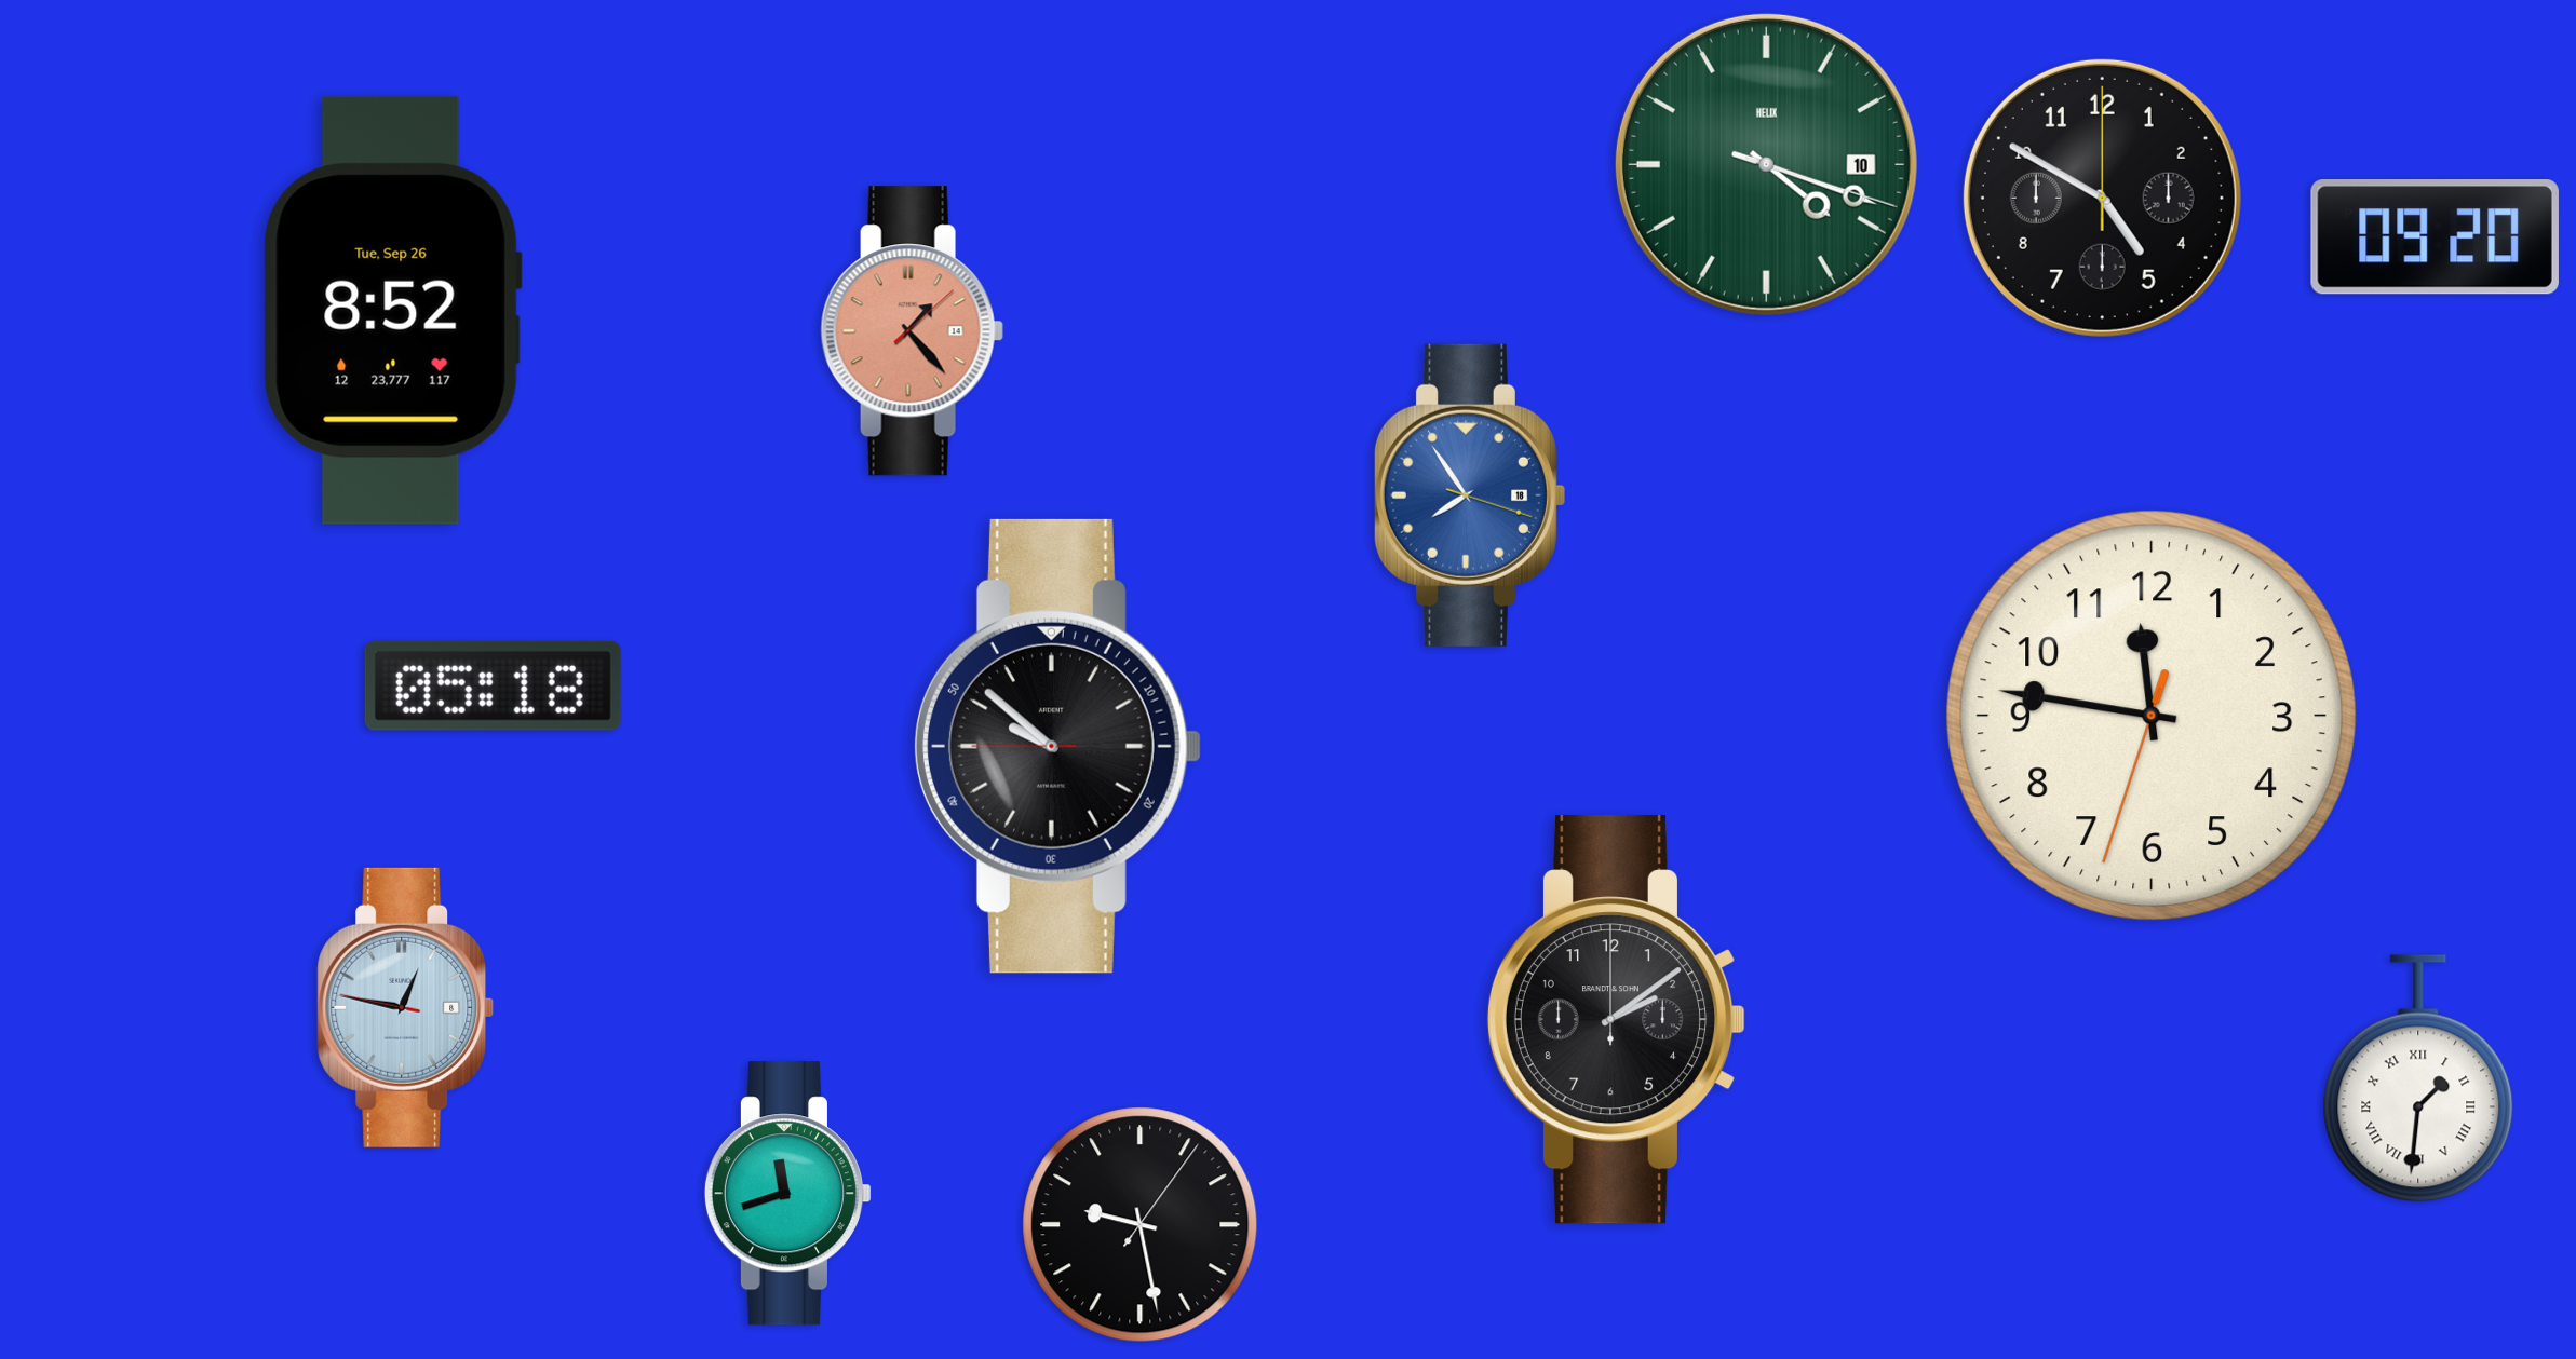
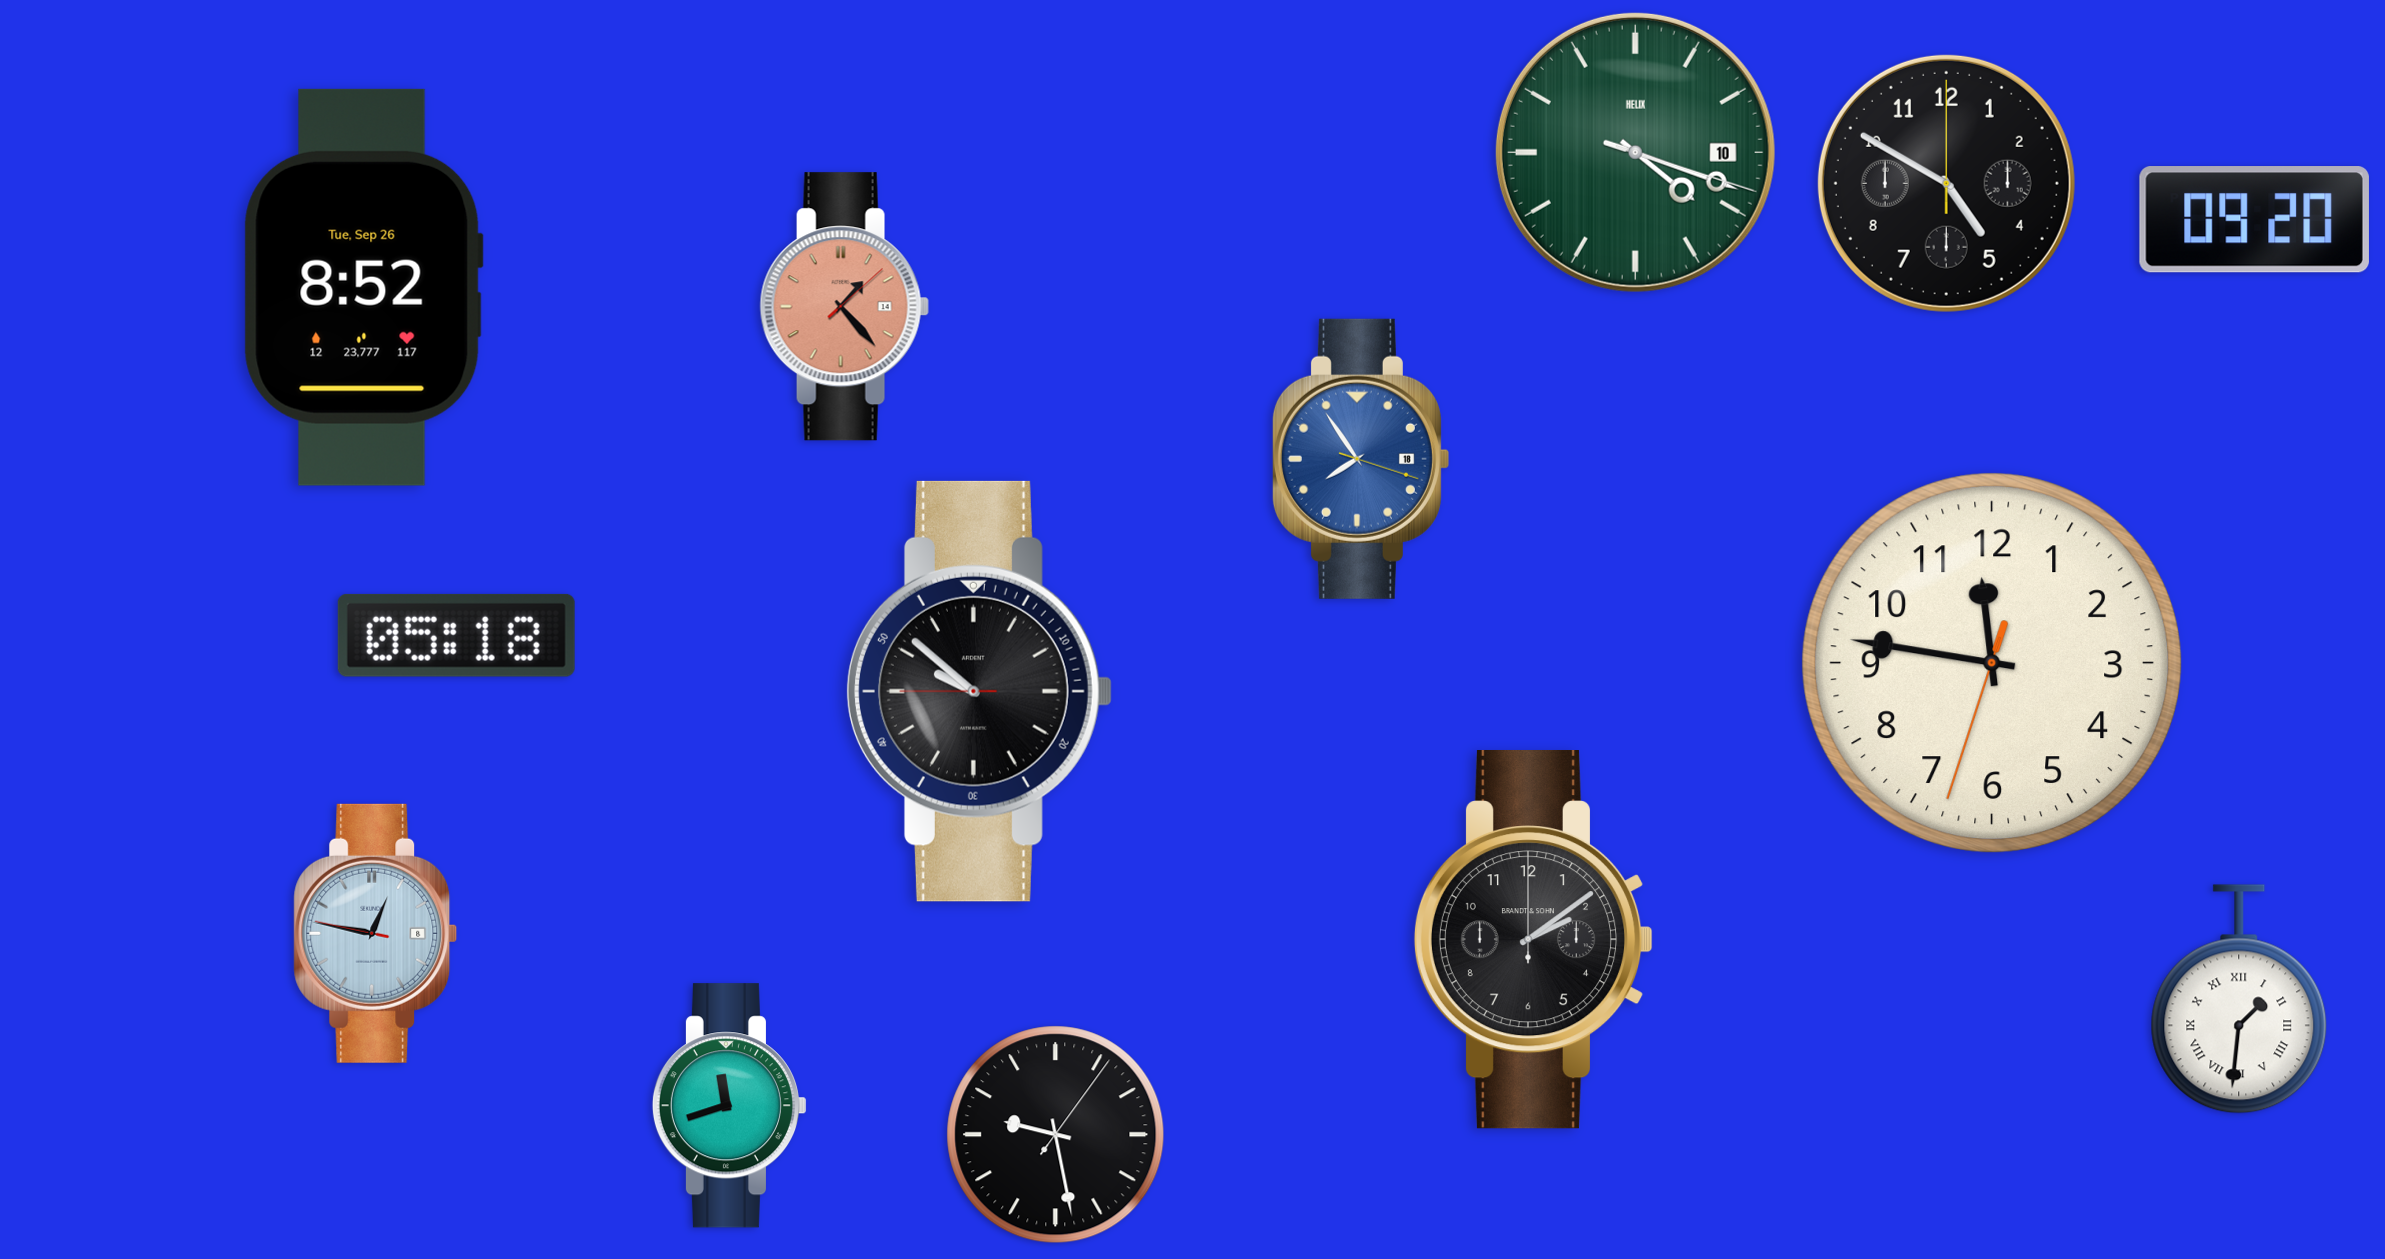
clock at (1617, 1020) position: (1617, 1020) -> (1534, 940)
